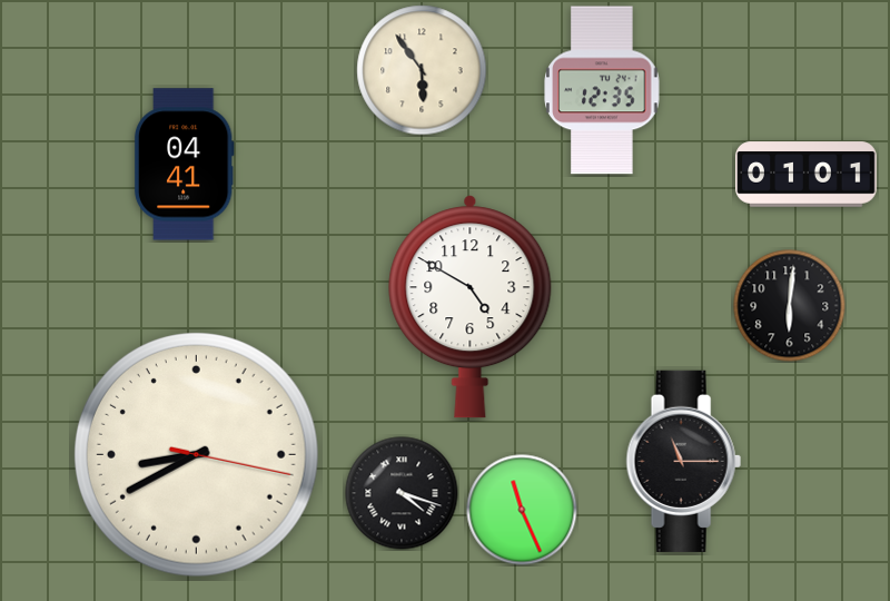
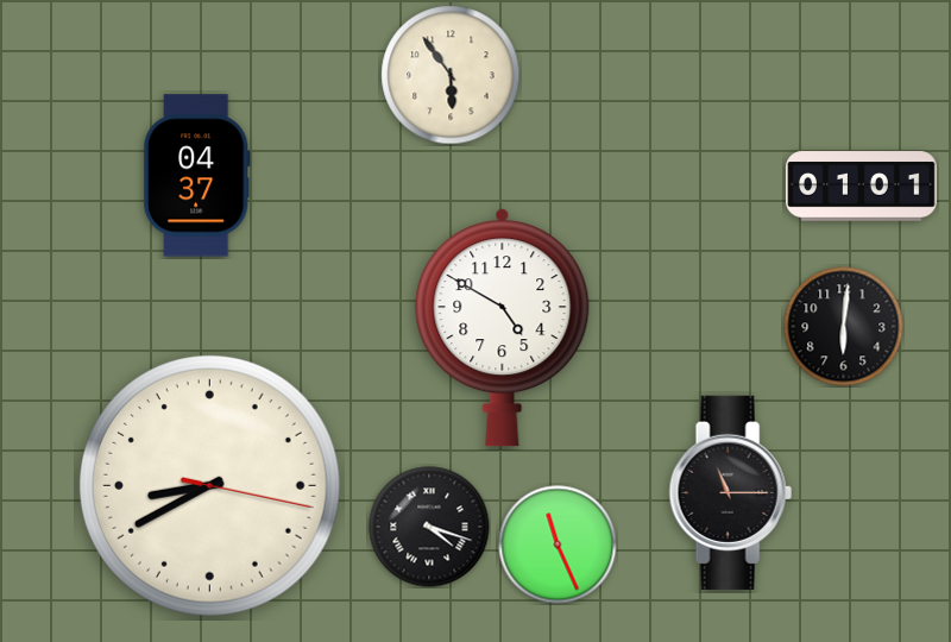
clock at (602, 90): 12:35 -> none
clock at (184, 165): 04:41 -> 04:37
